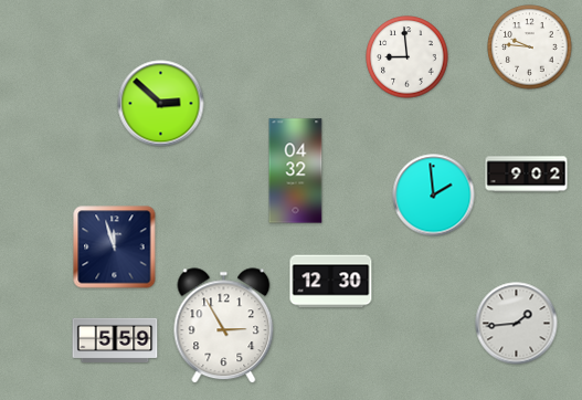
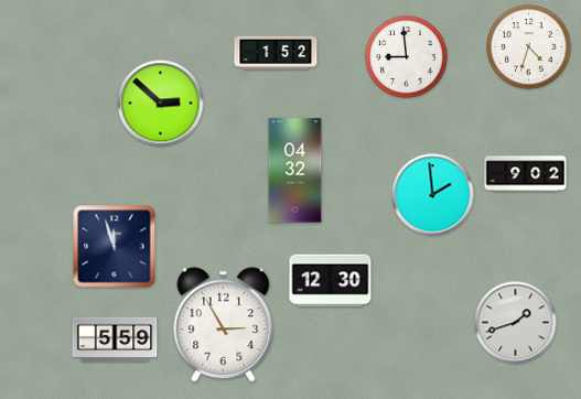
clock at (530, 48): 9:46 -> 4:33
clock at (276, 53): none -> 1:52
clock at (517, 324): 1:44 -> 1:42
